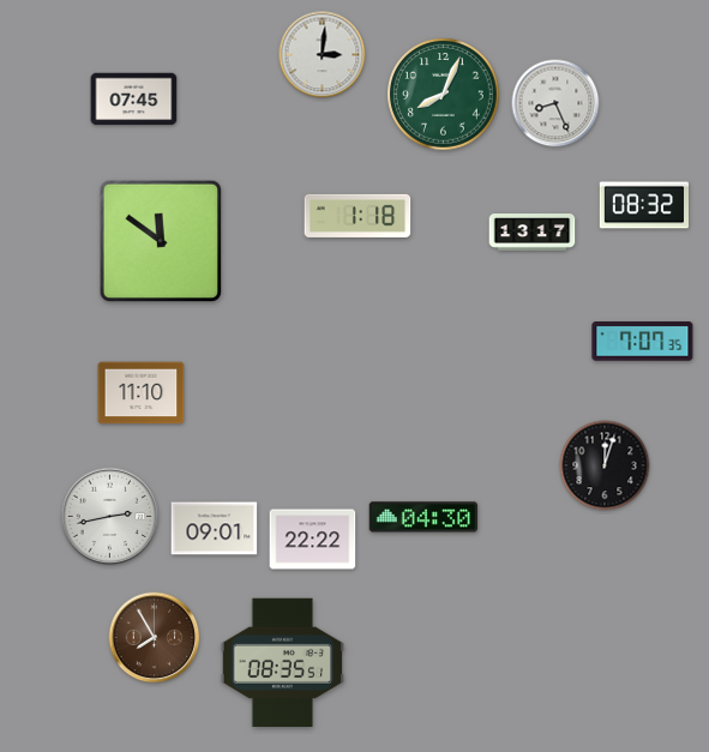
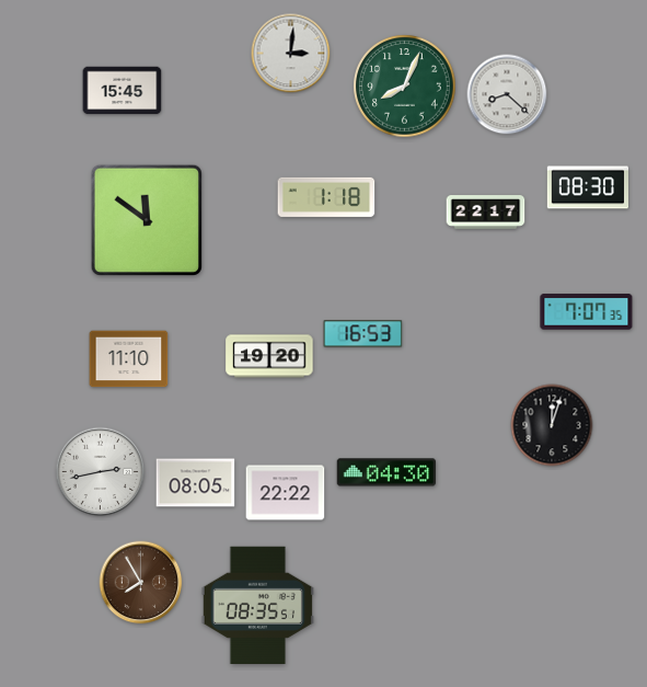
clock at (323, 55) position: (323, 55) -> (291, 54)
clock at (134, 100): 07:45 -> 15:45
clock at (555, 103): 8:26 -> 8:22
clock at (644, 205): 08:32 -> 08:30
clock at (533, 233): 13:17 -> 22:17
clock at (363, 334): none -> 16:53
clock at (269, 356): none -> 19:20
clock at (215, 529): 09:01 -> 08:05
